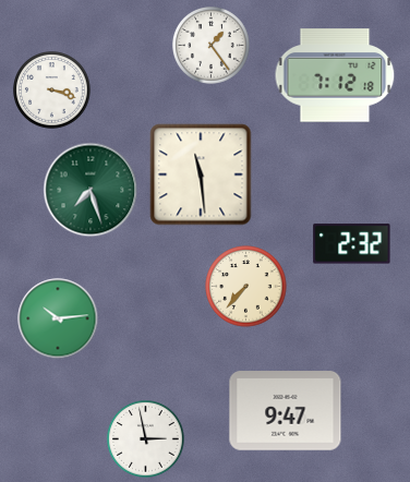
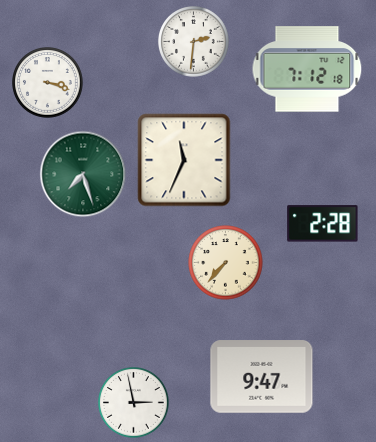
clock at (212, 46): 1:24 -> 2:31
clock at (201, 174): 11:29 -> 11:34
clock at (352, 244): 2:32 -> 2:28
clock at (58, 318): 10:14 -> none
